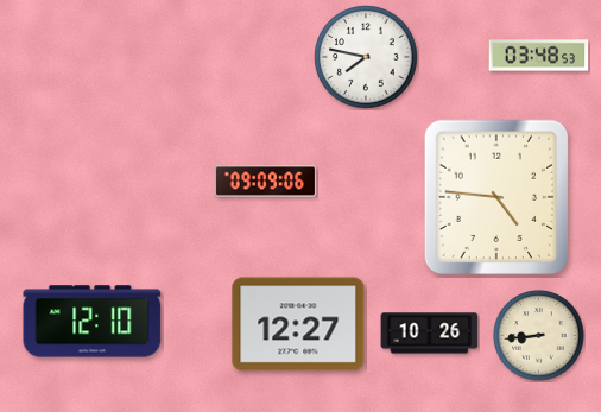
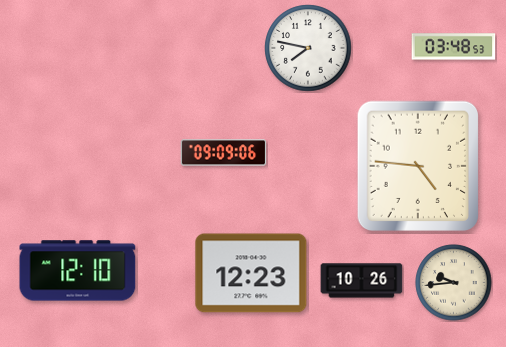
clock at (298, 324): 12:27 -> 12:23
clock at (539, 336): 8:44 -> 9:44
